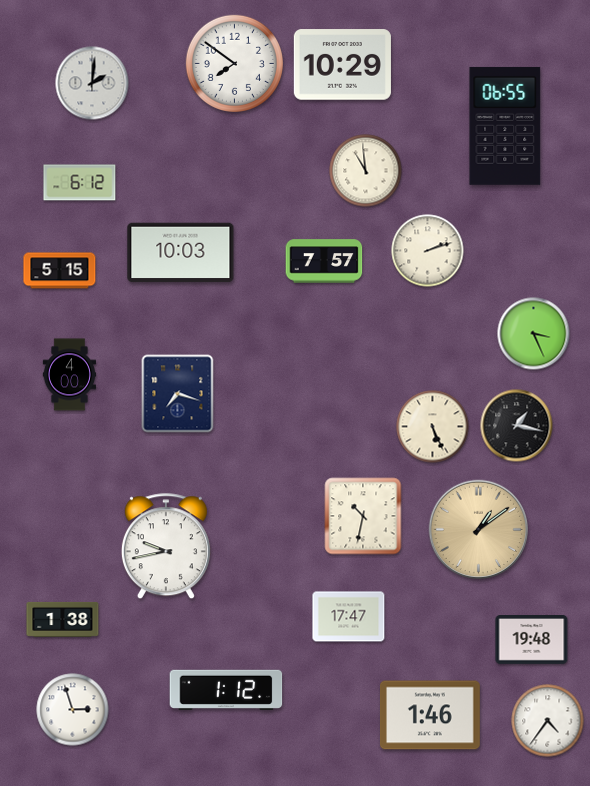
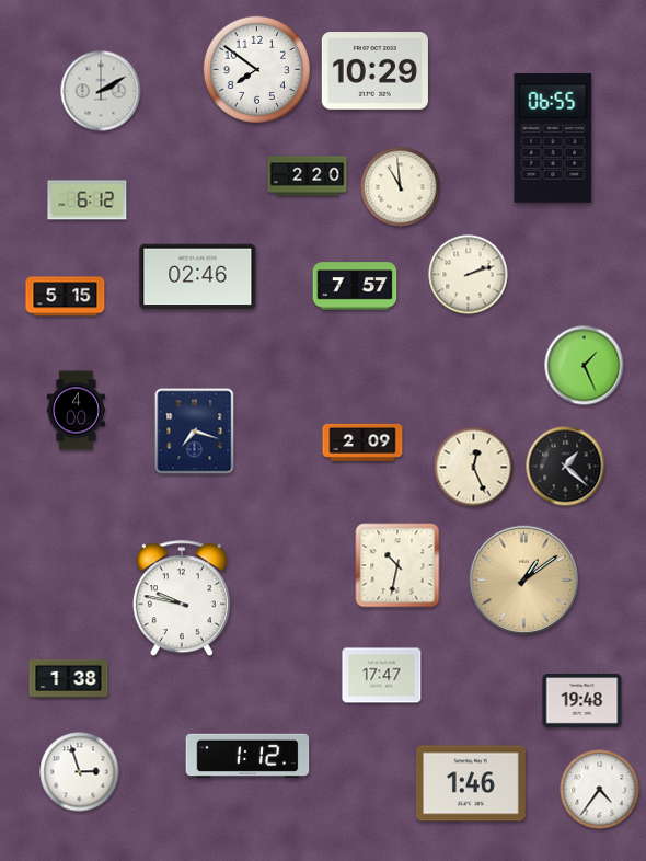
clock at (92, 83): 2:01 -> 2:10
clock at (308, 176): none -> 2:20
clock at (181, 253): 10:03 -> 02:46
clock at (534, 334): 3:26 -> 1:26
clock at (362, 443): none -> 2:09
clock at (517, 426): 1:17 -> 1:22
clock at (433, 427): 5:26 -> 12:26
clock at (166, 547): 9:43 -> 9:47
clock at (73, 710) position: (73, 710) -> (80, 772)
